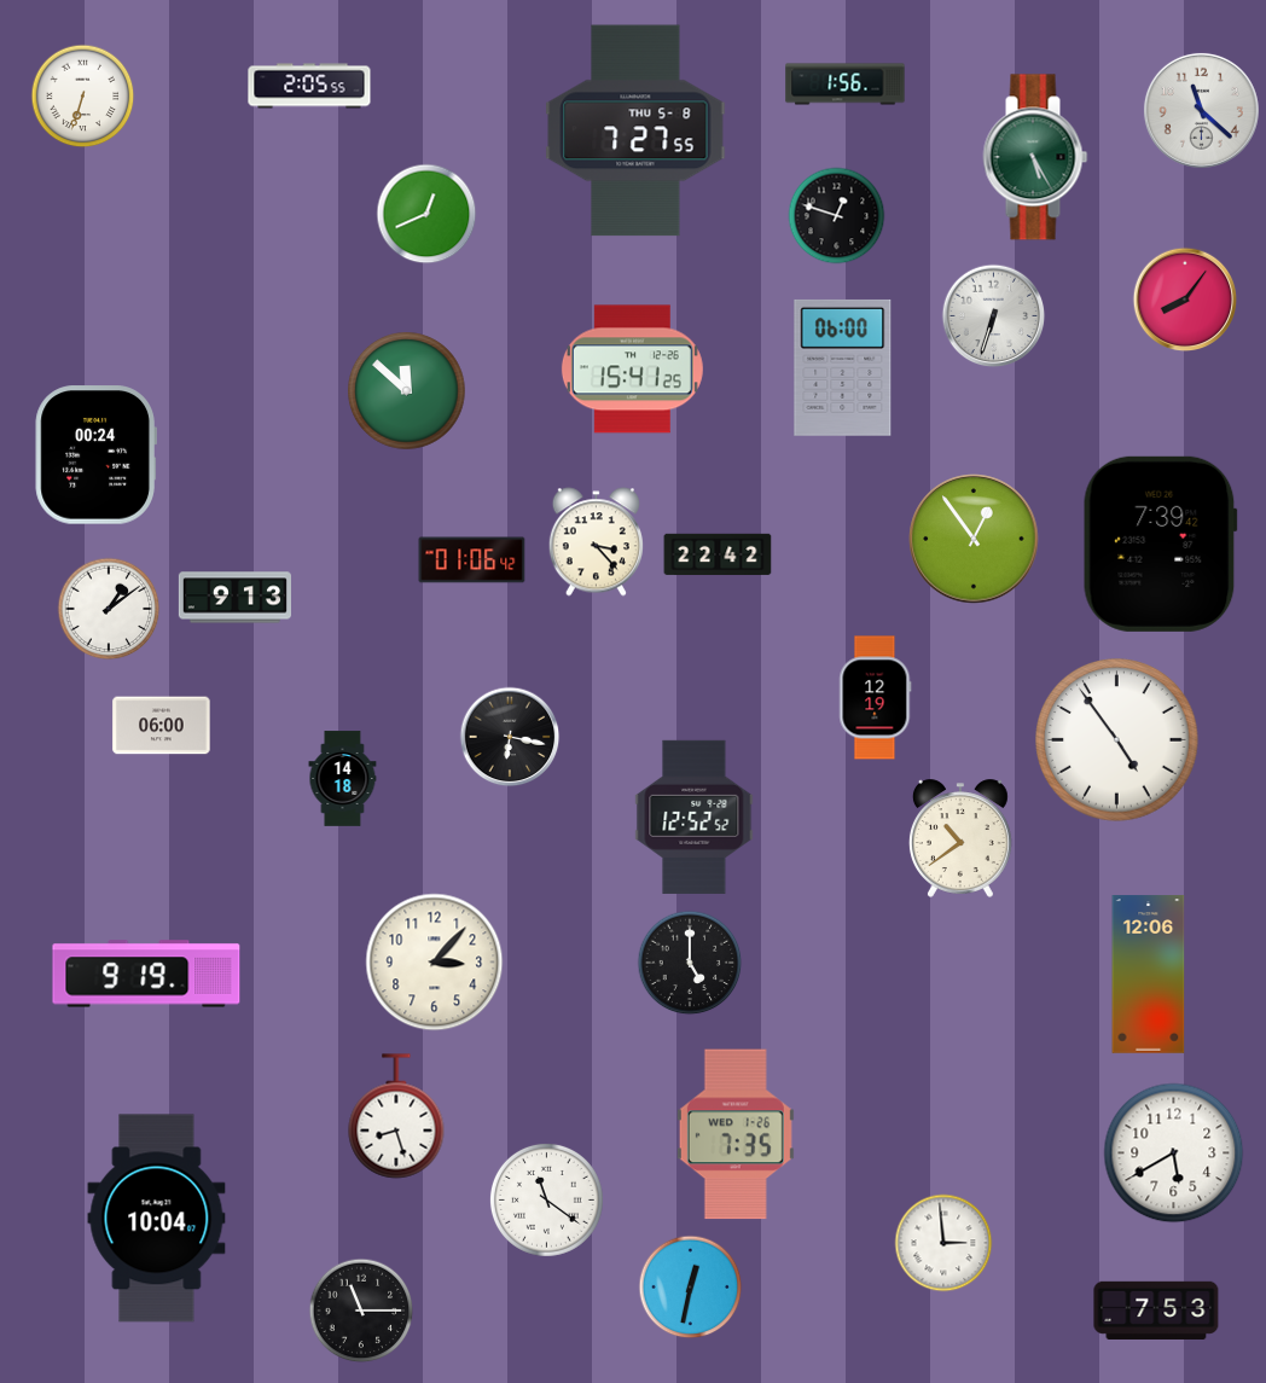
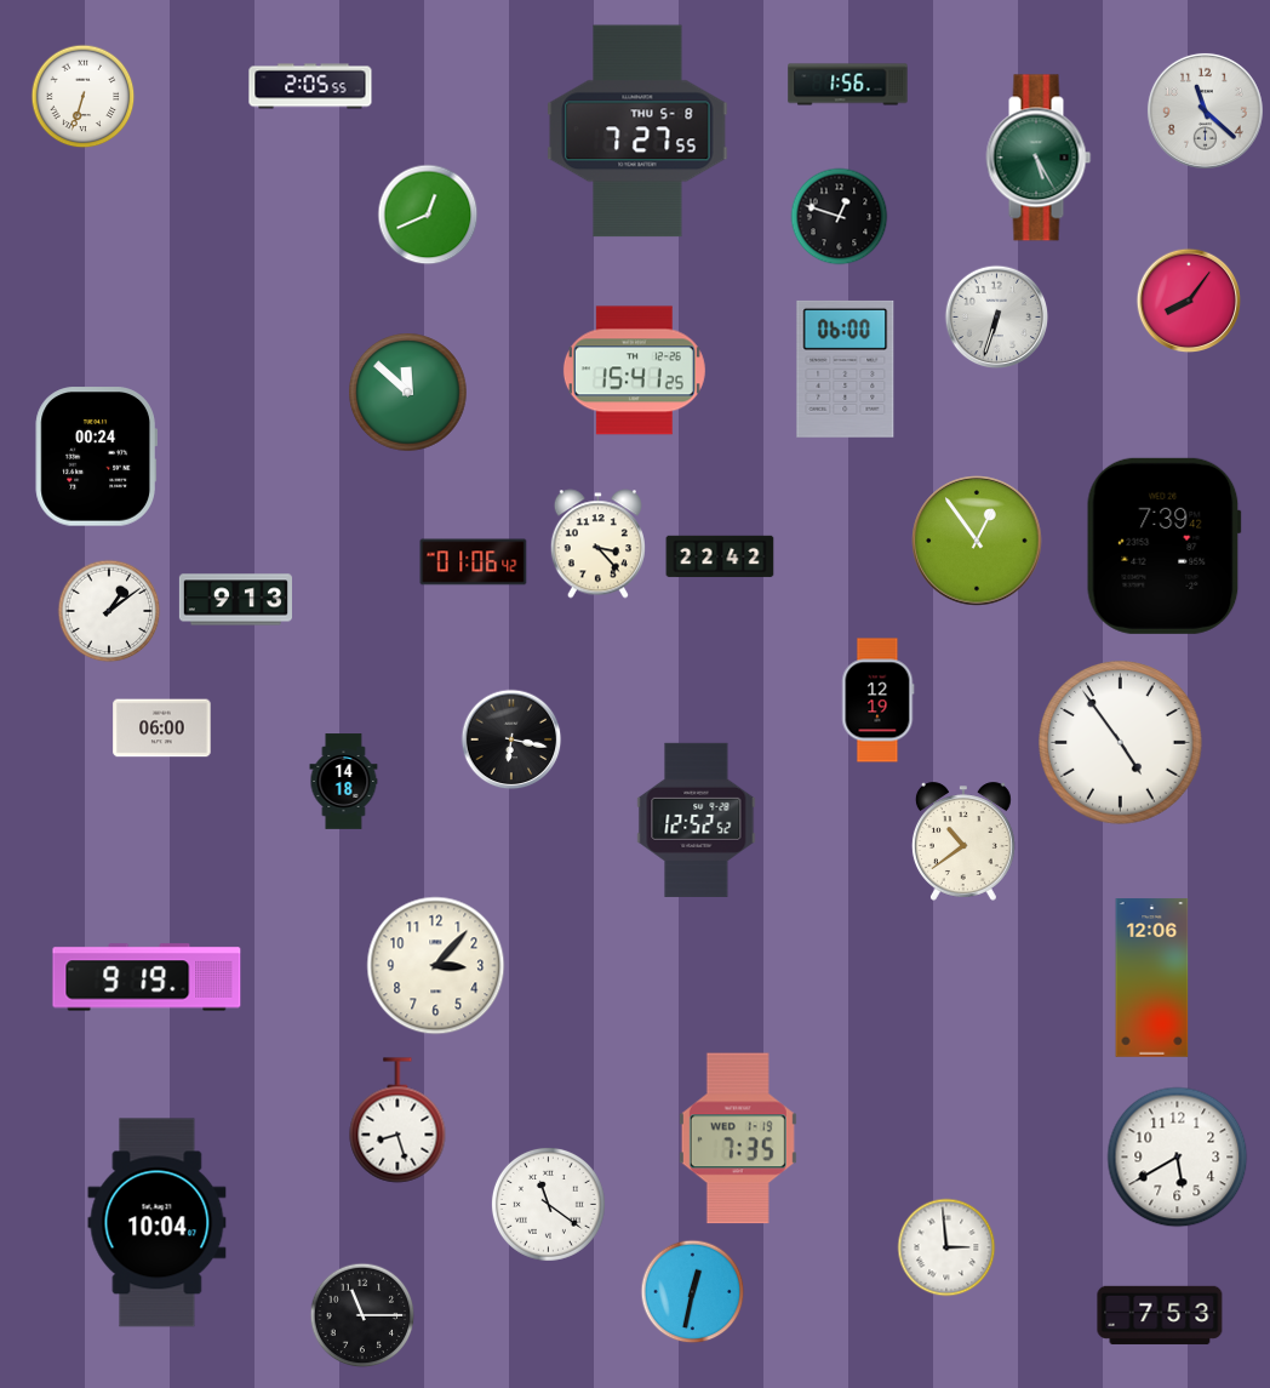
clock at (690, 963): 5:00 -> none
clock at (736, 1134) date: WED 1-26 -> WED 1-19
